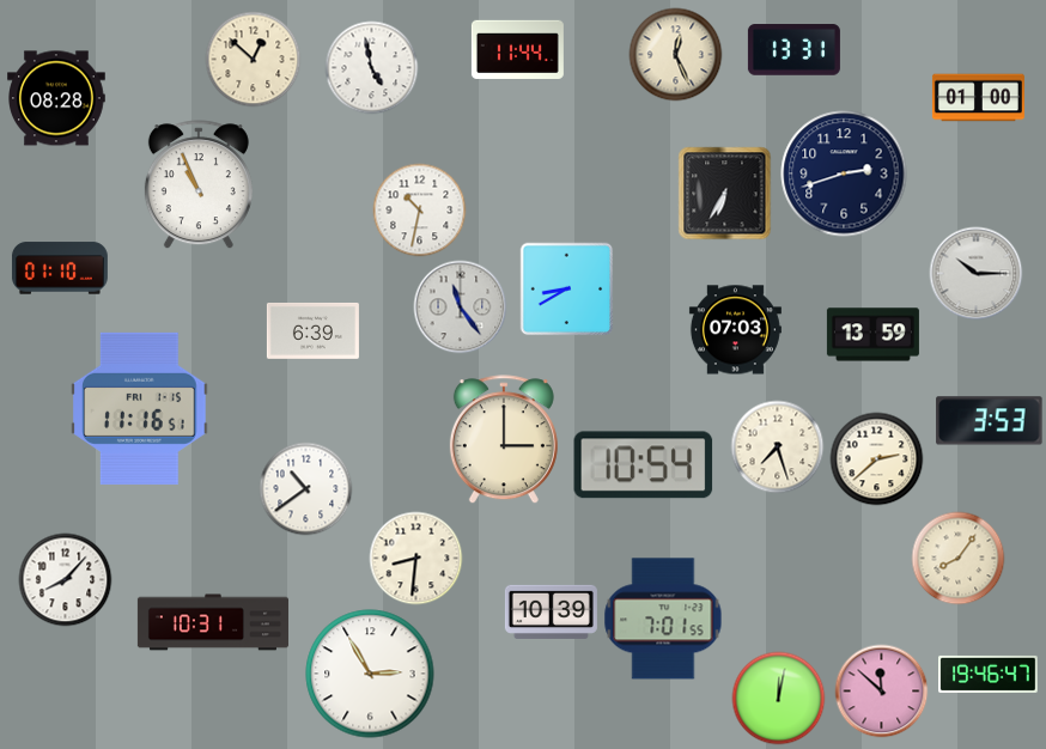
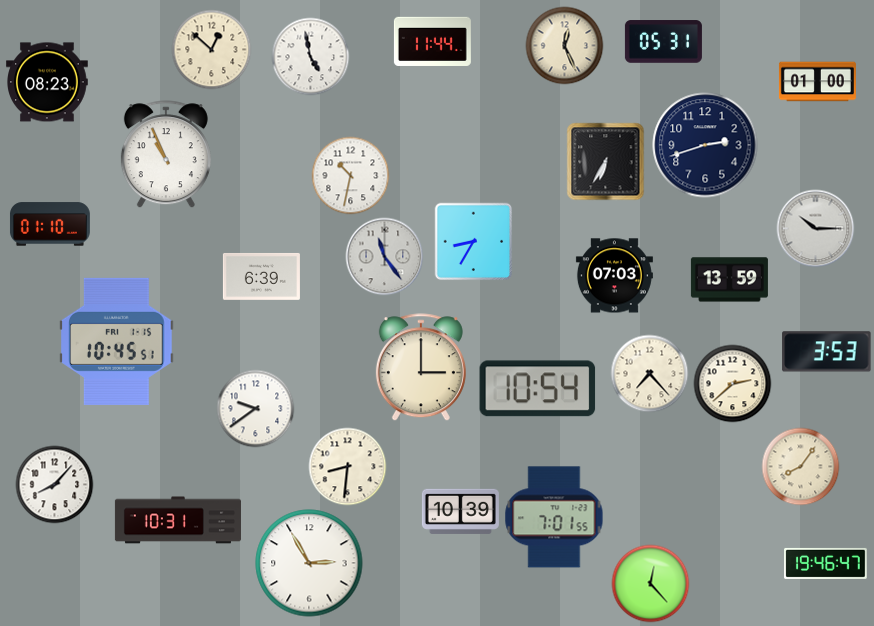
clock at (793, 50): 13:31 -> 05:31
clock at (57, 98): 08:28 -> 08:23
clock at (566, 288): 8:40 -> 8:35
clock at (140, 408): 11:16 -> 10:45
clock at (777, 446): 7:27 -> 7:23
clock at (305, 488): 10:39 -> 9:39
clock at (881, 690): 11:52 -> none
clock at (778, 698): 12:02 -> 12:23
